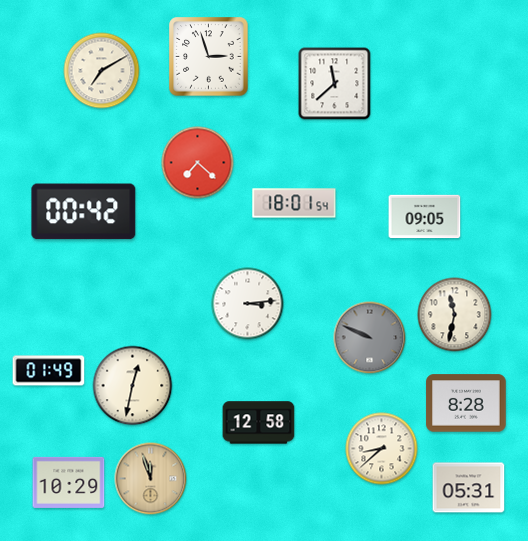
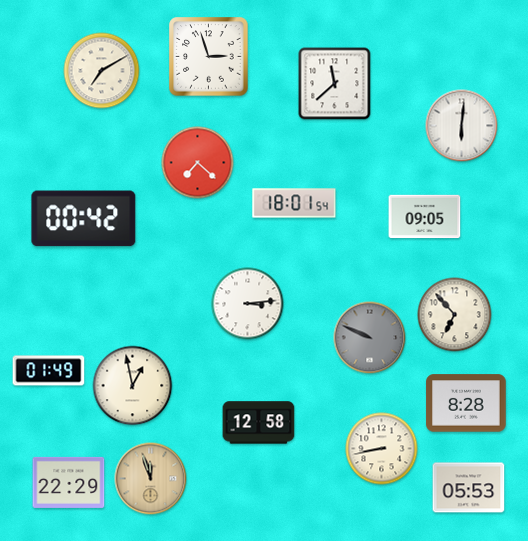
clock at (462, 126): none -> 6:01
clock at (84, 212) position: (84, 212) -> (84, 219)
clock at (455, 315): 11:32 -> 6:53
clock at (133, 386): 12:32 -> 12:58
clock at (382, 449): 8:38 -> 8:43
clock at (69, 482): 10:29 -> 22:29
clock at (469, 488): 05:31 -> 05:53
